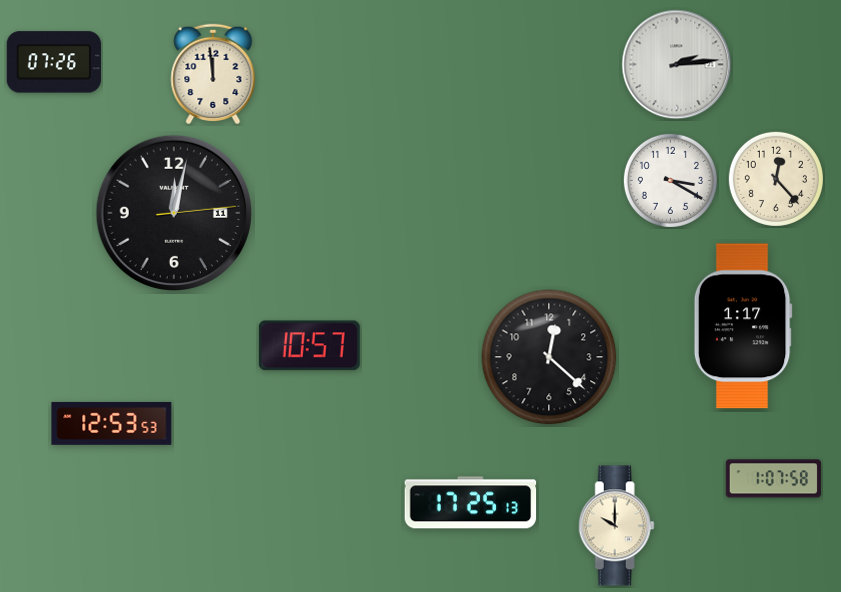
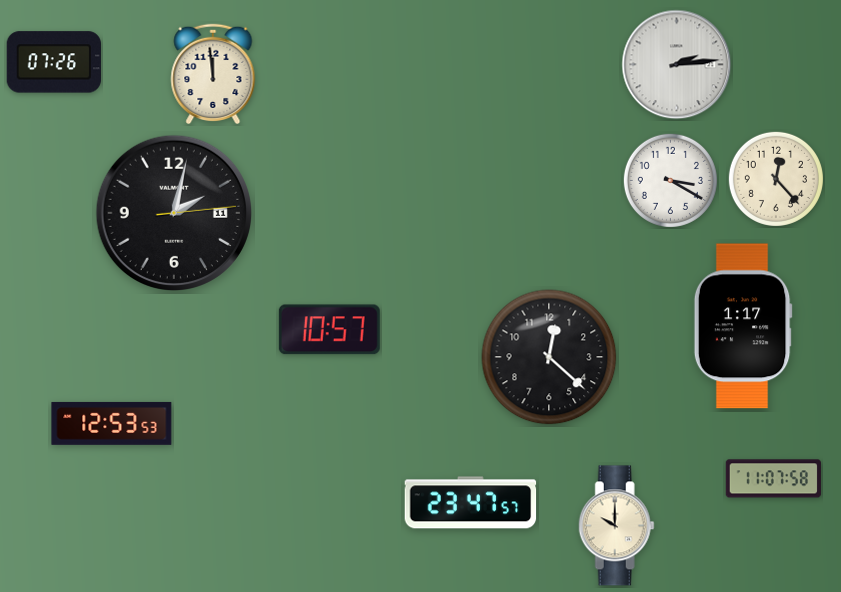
clock at (173, 212): 12:02 -> 2:02
clock at (309, 346) position: (309, 346) -> (329, 330)
clock at (773, 479): 1:07 -> 11:07
clock at (471, 503): 17:25 -> 23:47
